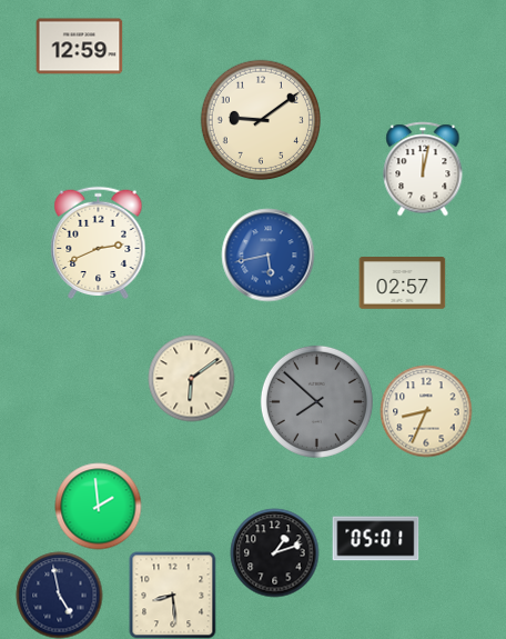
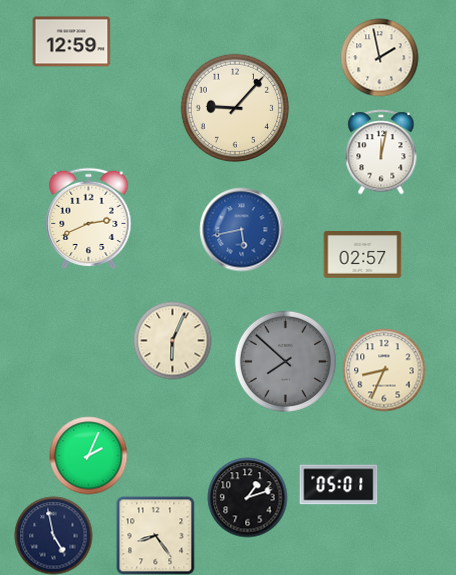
clock at (379, 57): none -> 1:58
clock at (260, 119): 9:09 -> 9:07
clock at (191, 378): 6:09 -> 6:04
clock at (98, 506): 1:59 -> 2:04
clock at (172, 595): 8:29 -> 8:24
